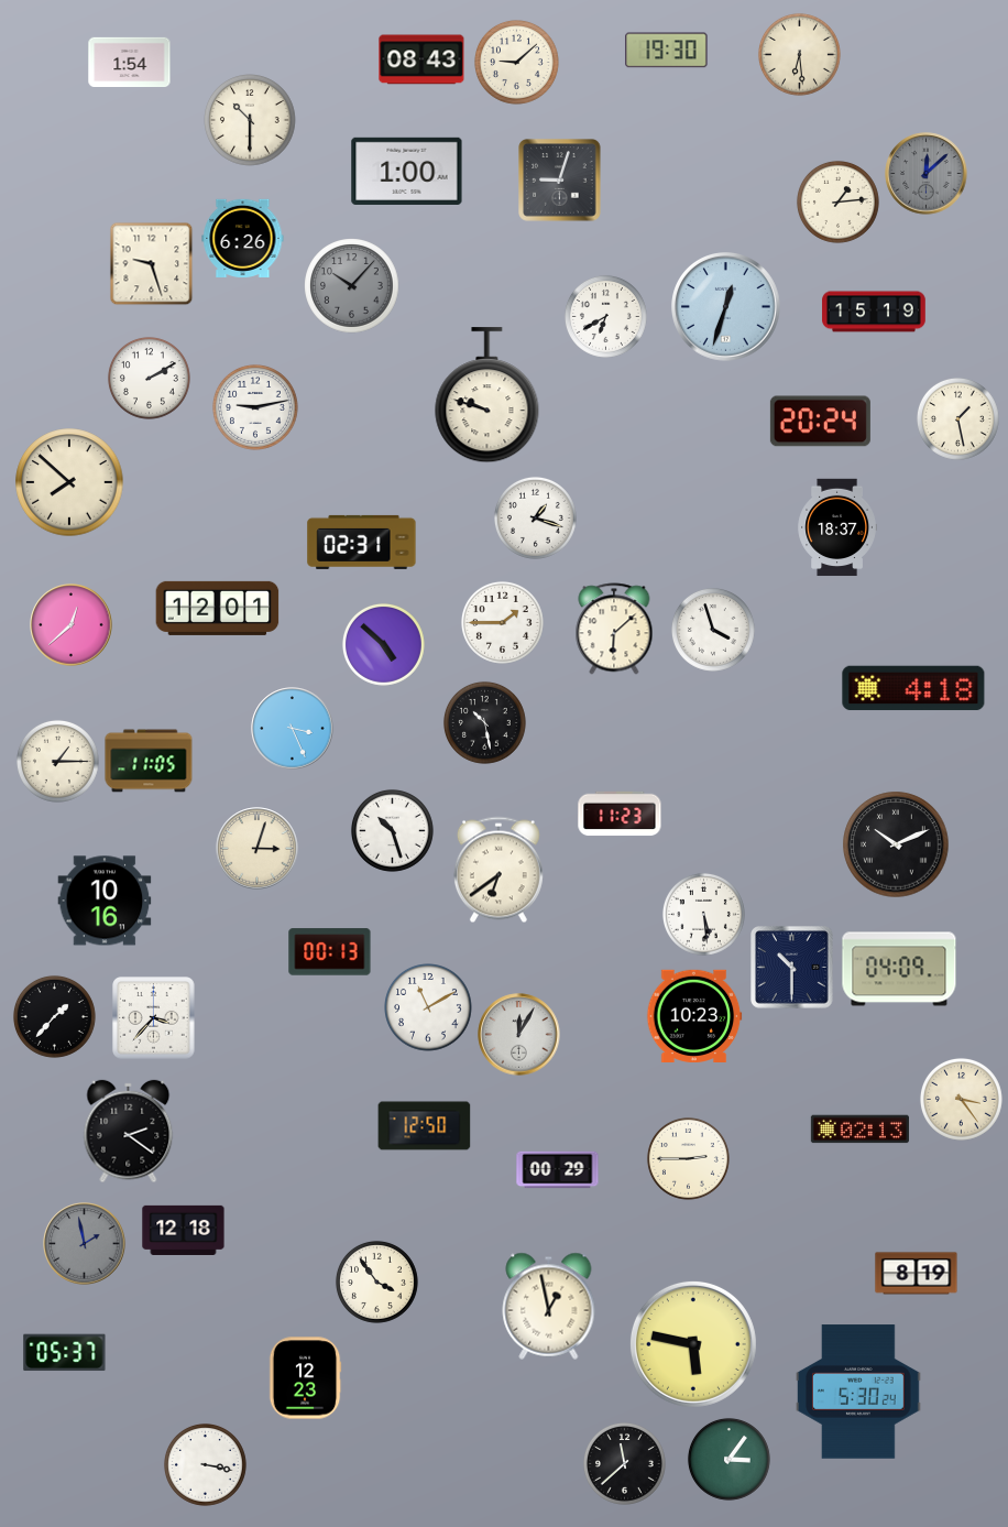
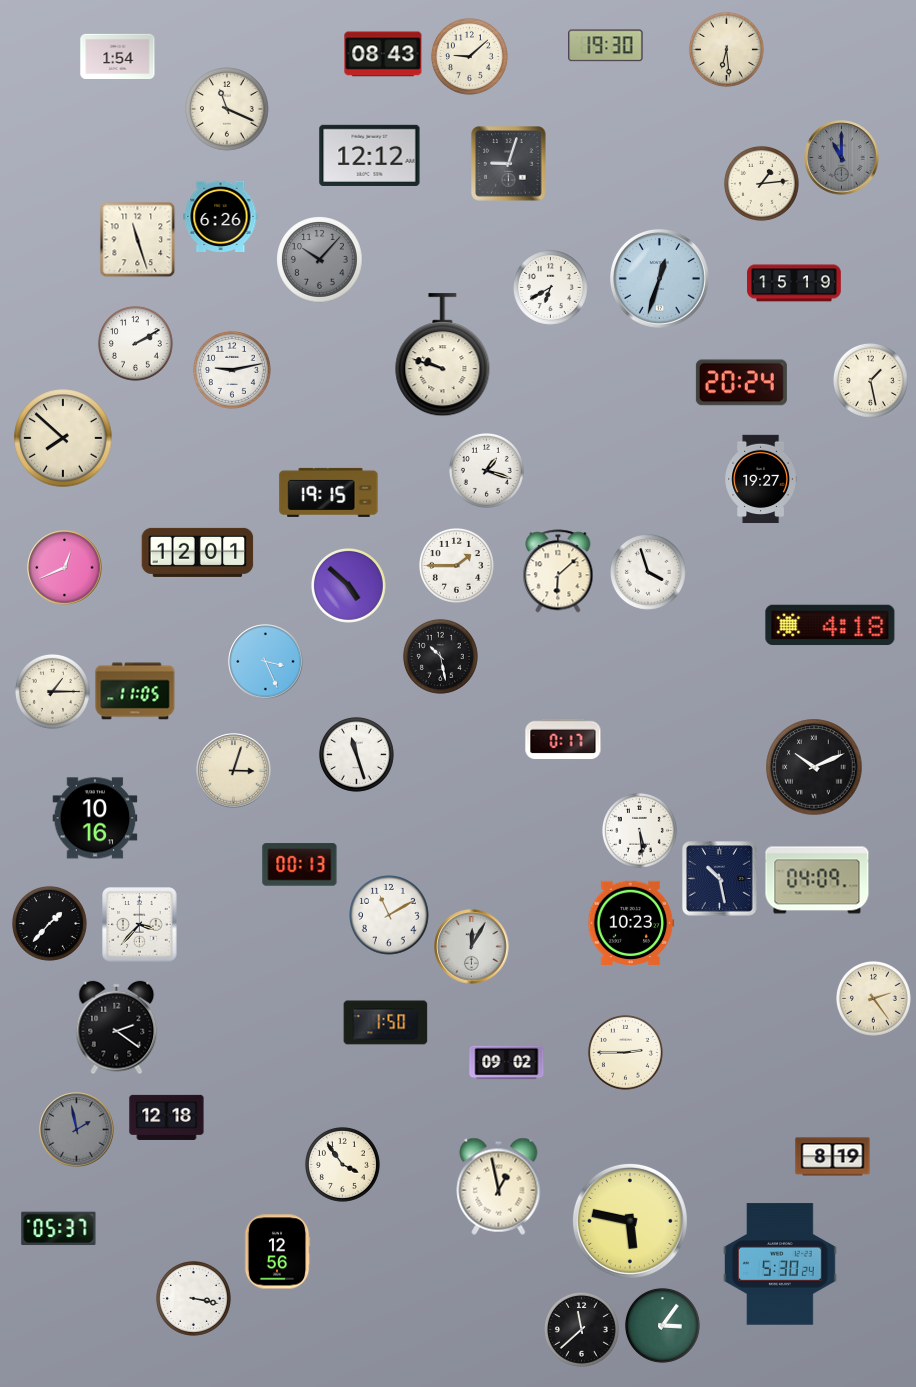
clock at (250, 120): 10:30 -> 11:19
clock at (407, 171): 1:00 -> 12:12
clock at (927, 174): 12:08 -> 11:00
clock at (152, 264): 9:27 -> 11:27
clock at (487, 395) position: (487, 395) -> (443, 355)
clock at (820, 422) position: (820, 422) -> (741, 383)
clock at (836, 527): 18:37 -> 19:27
clock at (362, 542): 02:31 -> 19:15
clock at (72, 625): 12:38 -> 12:41
clock at (620, 814): 11:23 -> 0:17
clock at (392, 830): 10:27 -> 11:27
clock at (498, 870): 6:39 -> none
clock at (792, 968): 10:30 -> 10:28
clock at (519, 1035) position: (519, 1035) -> (472, 947)
clock at (961, 1099): 3:24 -> 2:24
clock at (425, 1126): 12:50 -> 1:50
clock at (859, 1130): 02:13 -> none
clock at (558, 1170): 00:29 -> 09:02
clock at (305, 1378): 12:23 -> 12:56
clock at (624, 1463) position: (624, 1463) -> (581, 1329)
clock at (205, 1464) position: (205, 1464) -> (193, 1298)
